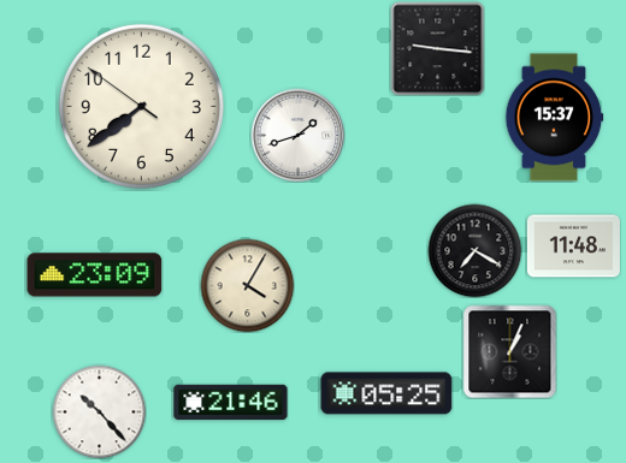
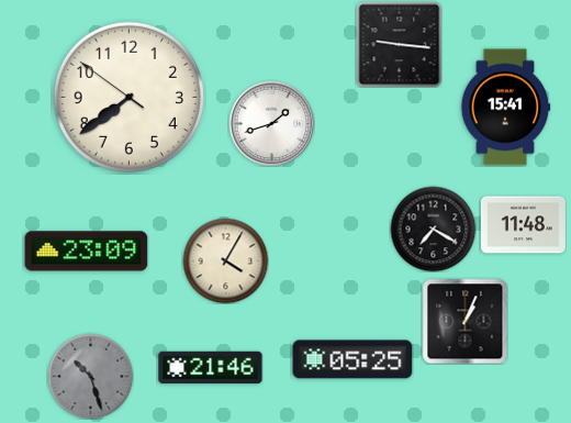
clock at (554, 118): 15:37 -> 15:41
clock at (99, 411): 10:23 -> 10:27
clock at (99, 411) dial: white -> grey
